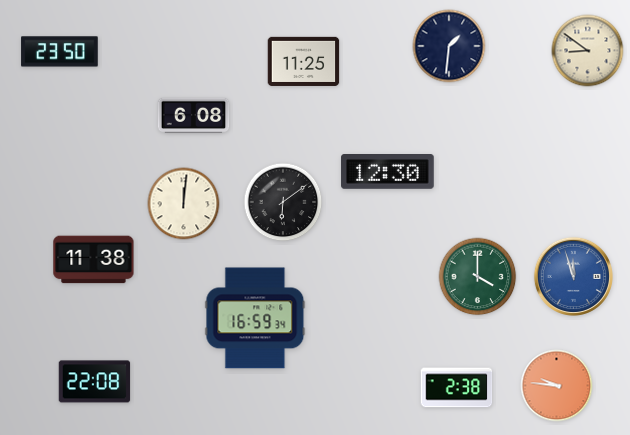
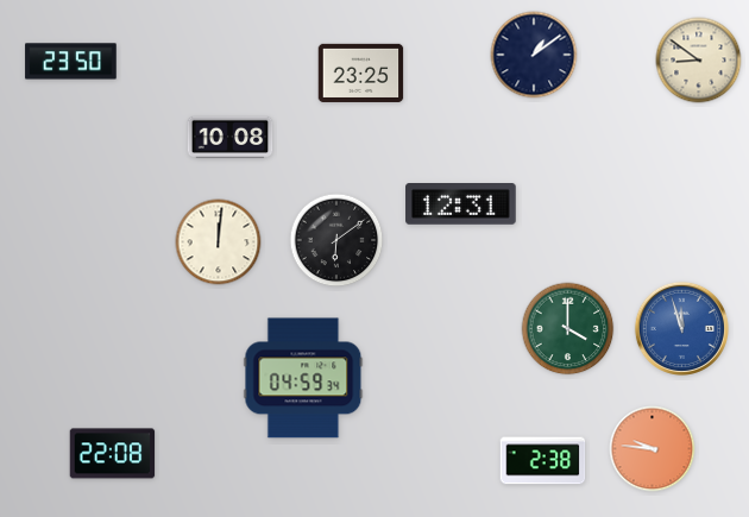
clock at (449, 46): 1:31 -> 1:09
clock at (304, 61): 11:25 -> 23:25
clock at (194, 116): 6:08 -> 10:08
clock at (388, 172): 12:30 -> 12:31
clock at (94, 260): 11:38 -> none
clock at (255, 318): 16:59 -> 04:59
clock at (557, 386) position: (557, 386) -> (653, 449)
